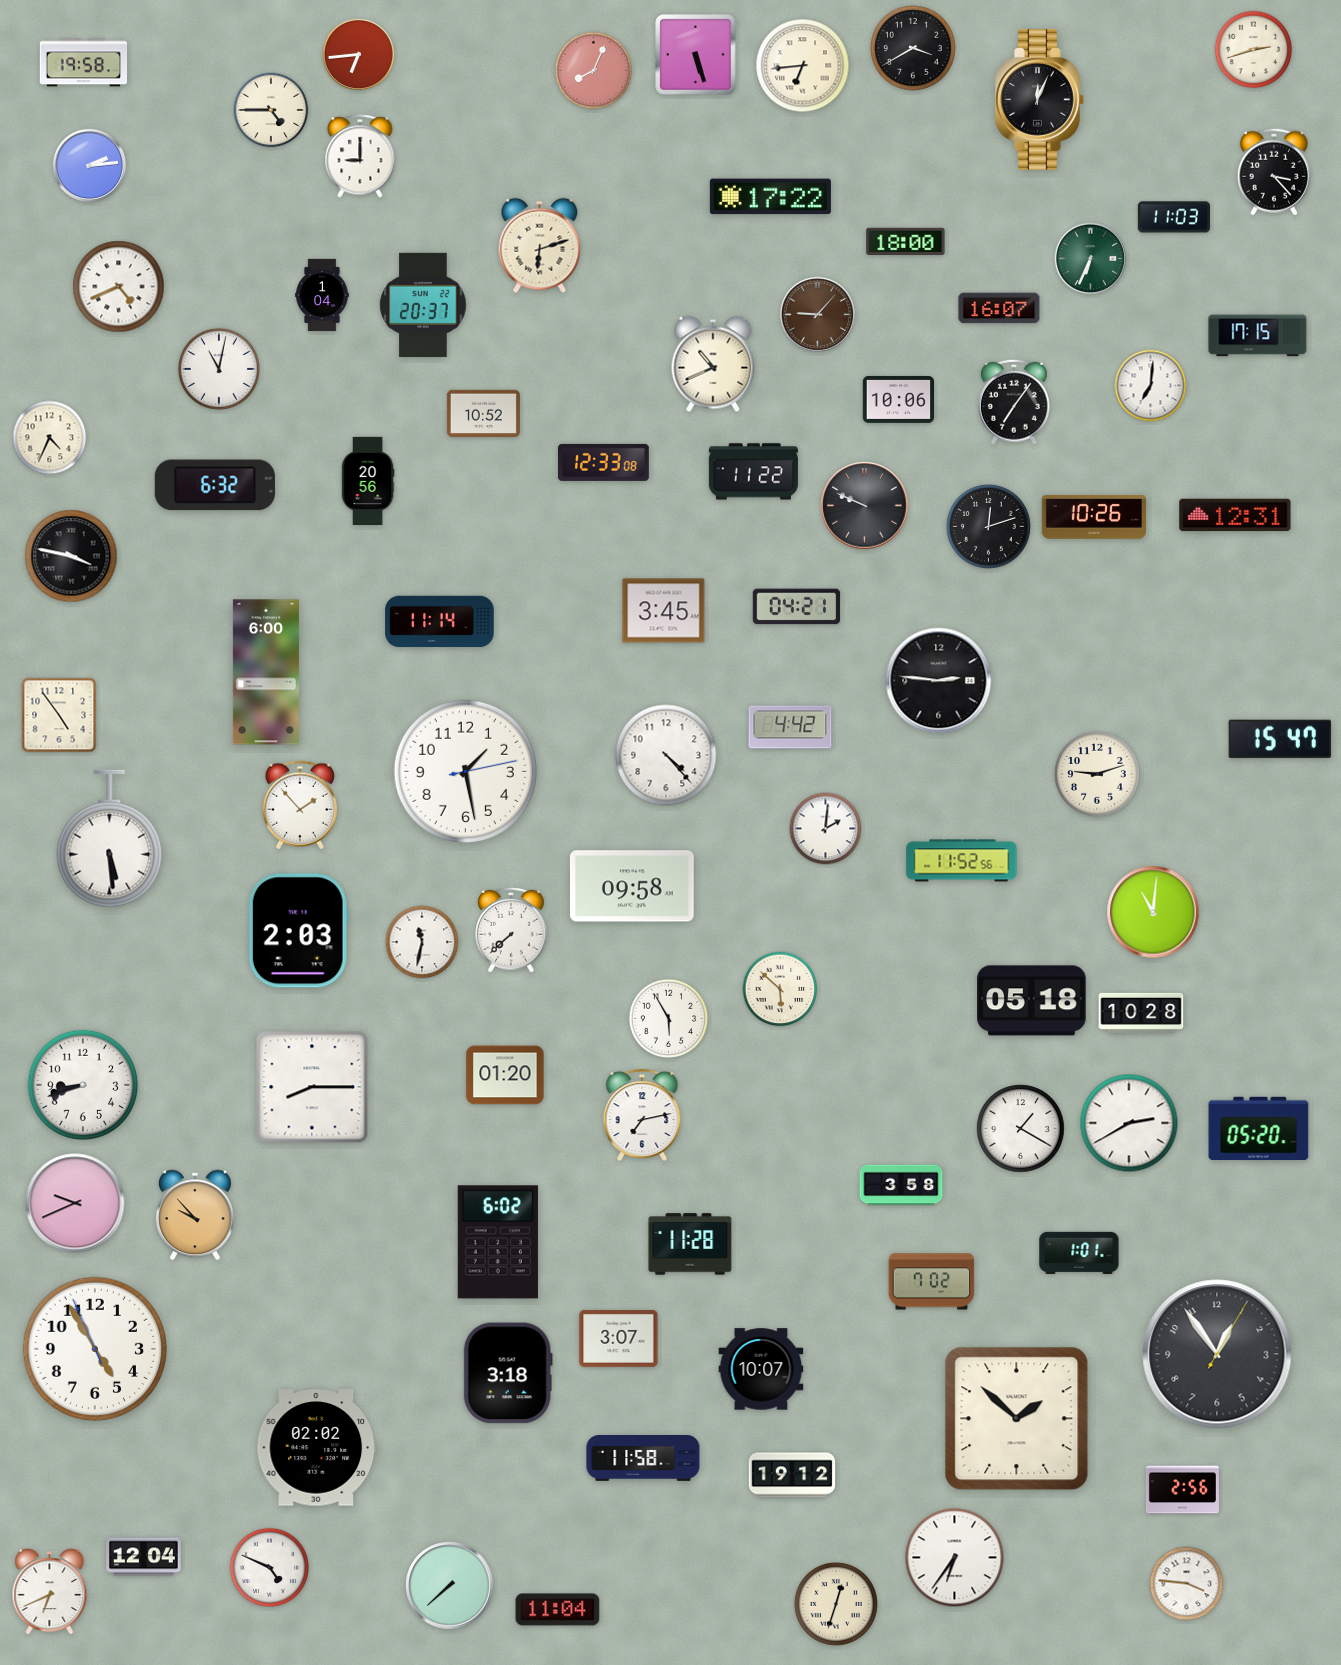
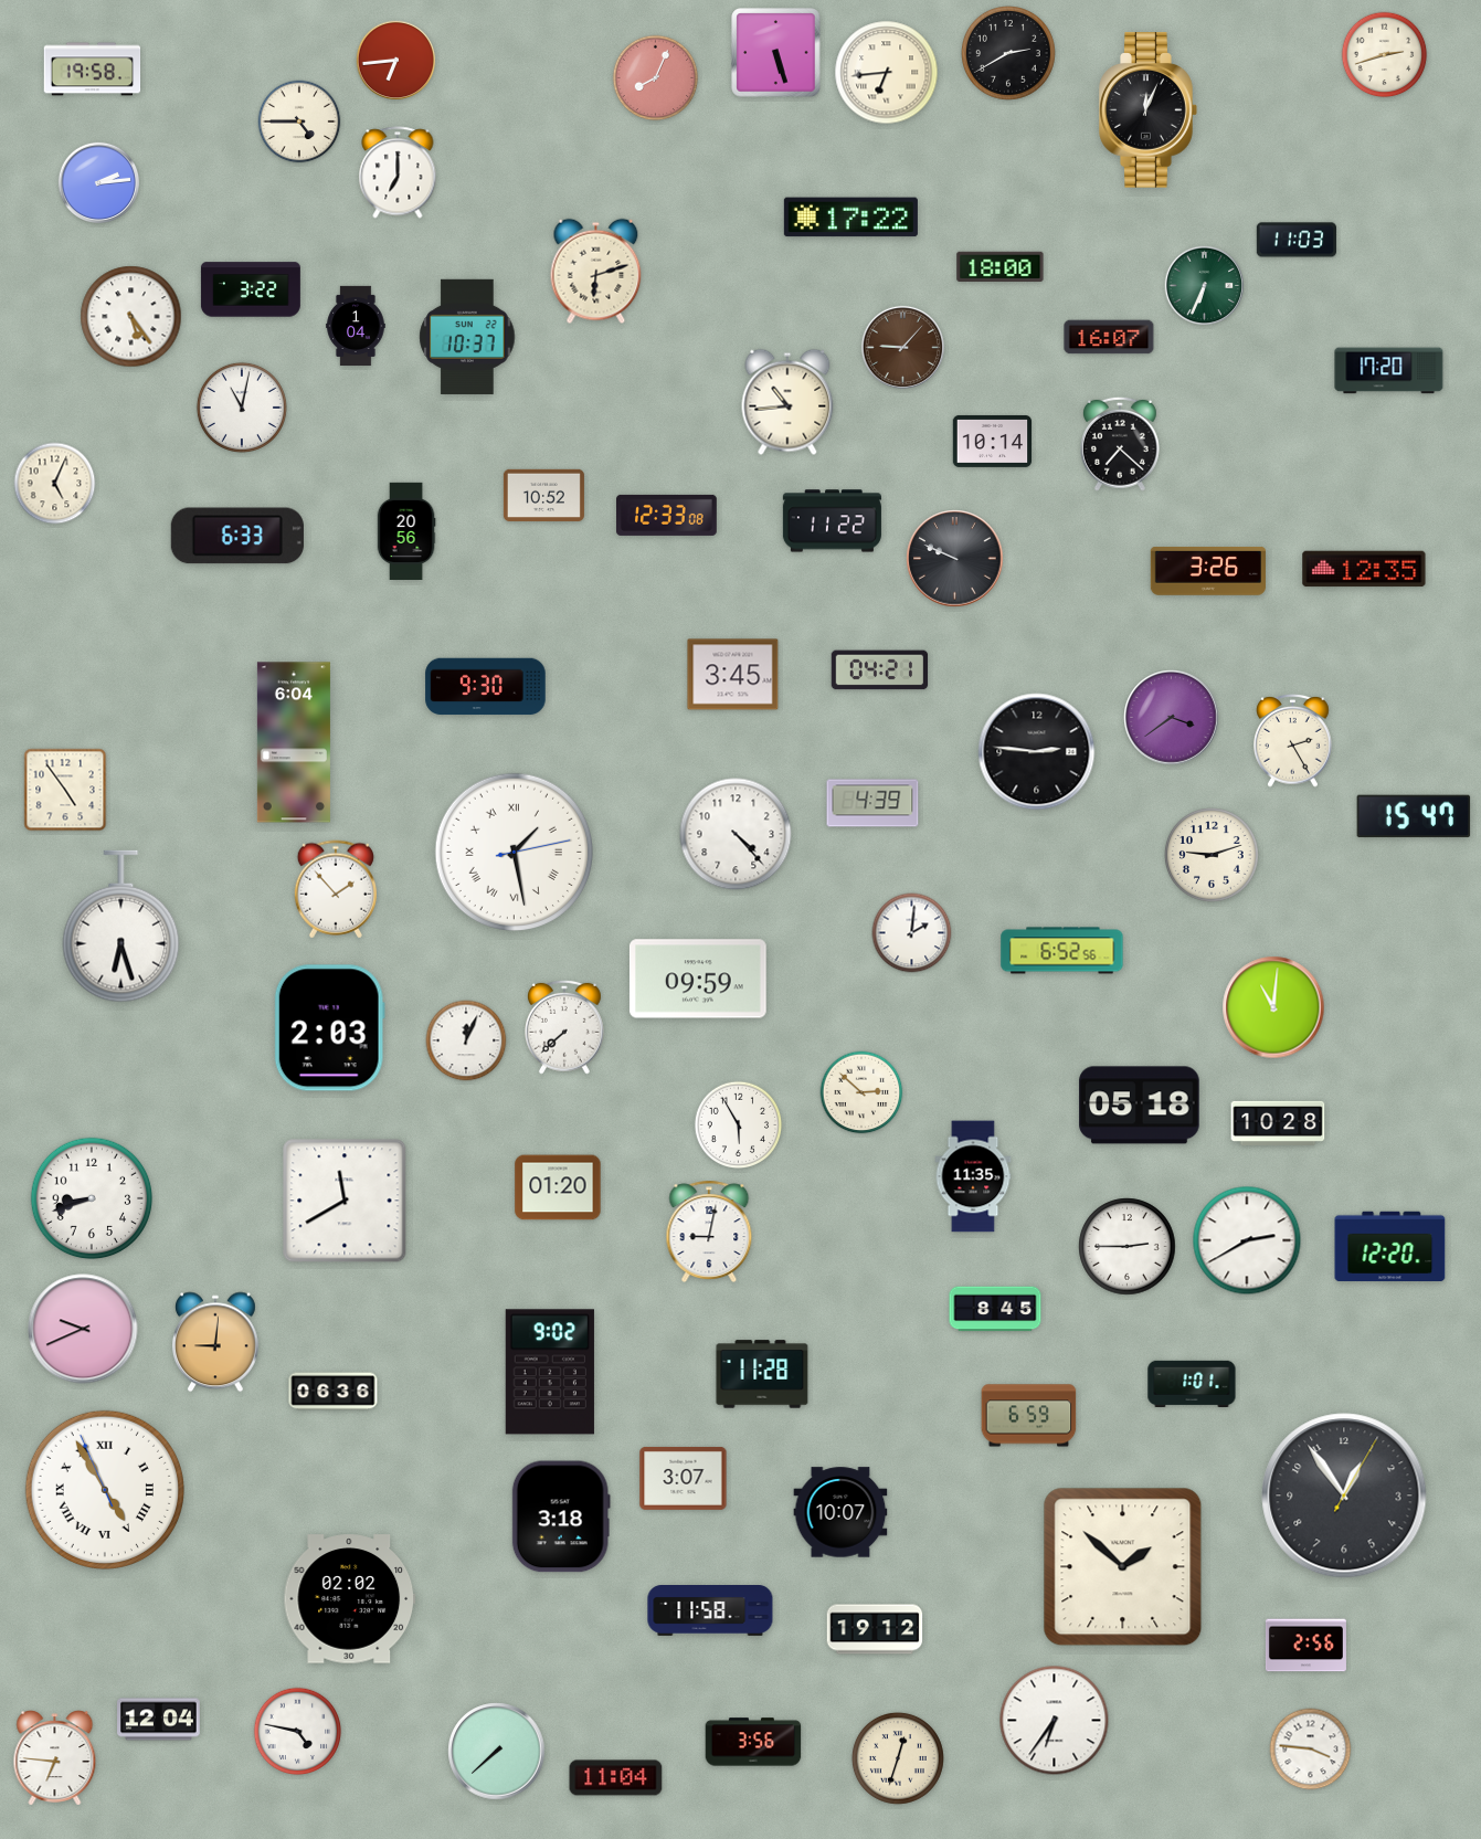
clock at (914, 49): 3:40 -> 2:40
clock at (696, 55) position: (696, 55) -> (776, 53)
clock at (360, 156): 9:00 -> 7:00
clock at (1274, 172): 3:23 -> none
clock at (251, 289): none -> 3:22
clock at (119, 287): 4:41 -> 5:24
clock at (423, 305): 20:37 -> 10:37
clock at (999, 308) position: (999, 308) -> (1109, 337)
clock at (1258, 336): 17:15 -> 17:20
clock at (713, 364): 10:41 -> 10:44
clock at (1151, 386): 7:01 -> none
clock at (899, 399): 10:06 -> 10:14
clock at (1015, 402): 7:06 -> 7:22
clock at (483, 413) position: (483, 413) -> (543, 495)
clock at (50, 438): 4:34 -> 5:04
clock at (604, 462) position: (604, 462) -> (667, 515)
clock at (215, 485): 6:32 -> 6:33
clock at (1235, 515): 12:31 -> 12:35
clock at (1094, 518): 10:26 -> 3:26
clock at (988, 526): 12:12 -> none
clock at (71, 556): 3:47 -> none
clock at (440, 622): 11:14 -> 9:30
clock at (1172, 718): none -> 3:39
clock at (1293, 740): none -> 2:25
clock at (266, 672): 6:00 -> 6:04
clock at (790, 727): 4:42 -> 4:39
clock at (465, 771) numerals: Arabic -> Roman
clock at (300, 805) position: (300, 805) -> (336, 889)
clock at (826, 829) position: (826, 829) -> (912, 933)
clock at (110, 839): 5:29 -> 6:27
clock at (962, 861): 11:52 -> 6:52
clock at (632, 886): 09:58 -> 09:59
clock at (422, 942): 11:32 -> 12:04
clock at (780, 989): 5:52 -> 2:52
clock at (1141, 1013) position: (1141, 1013) -> (1278, 1123)
clock at (973, 1176): none -> 11:35
clock at (312, 1087): 8:15 -> 11:40
clock at (642, 1114): 7:13 -> 9:02
clock at (1021, 1129): 1:20 -> 2:45
clock at (1259, 1129): 05:20 -> 12:20
clock at (901, 1185): 3:58 -> 8:45
clock at (195, 1215): 9:53 -> 9:01
clock at (498, 1242): 6:02 -> 9:02
clock at (334, 1392): none -> 06:36
clock at (932, 1282): 7:02 -> 6:59
clock at (95, 1349) numerals: Arabic -> Roman
clock at (270, 1568): 4:49 -> 4:47
clock at (753, 1742): none -> 3:56
clock at (50, 1592): 6:41 -> 6:46
clock at (836, 1604) position: (836, 1604) -> (898, 1758)
